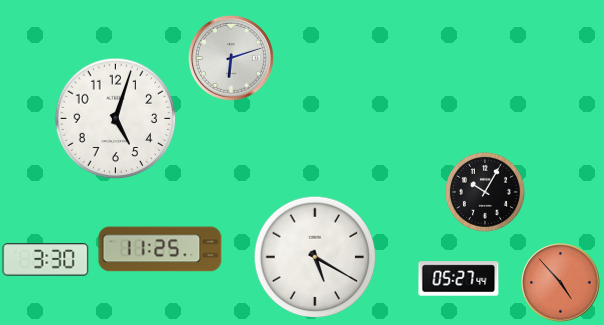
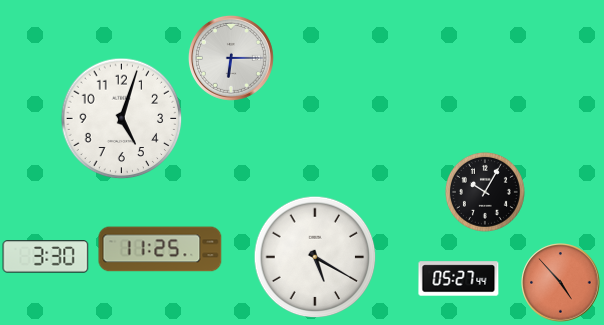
clock at (231, 58): 6:12 -> 6:15
clock at (116, 119) position: (116, 119) -> (122, 119)
clock at (46, 260) position: (46, 260) -> (46, 257)
